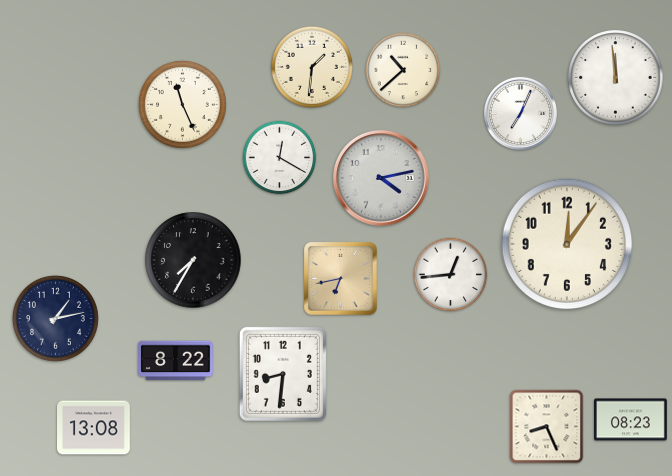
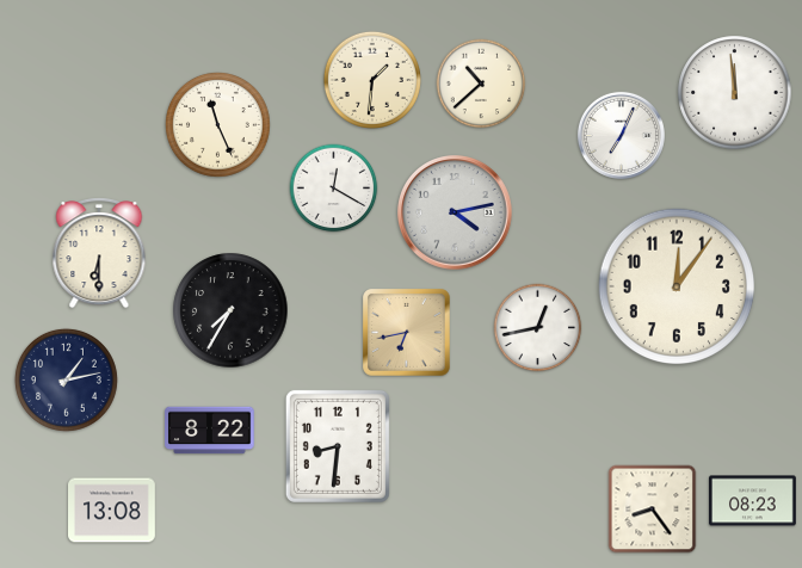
clock at (99, 253): none -> 6:30
clock at (567, 244) position: (567, 244) -> (677, 286)
clock at (451, 275): 12:44 -> 12:43
clock at (547, 427): 8:26 -> 8:24
